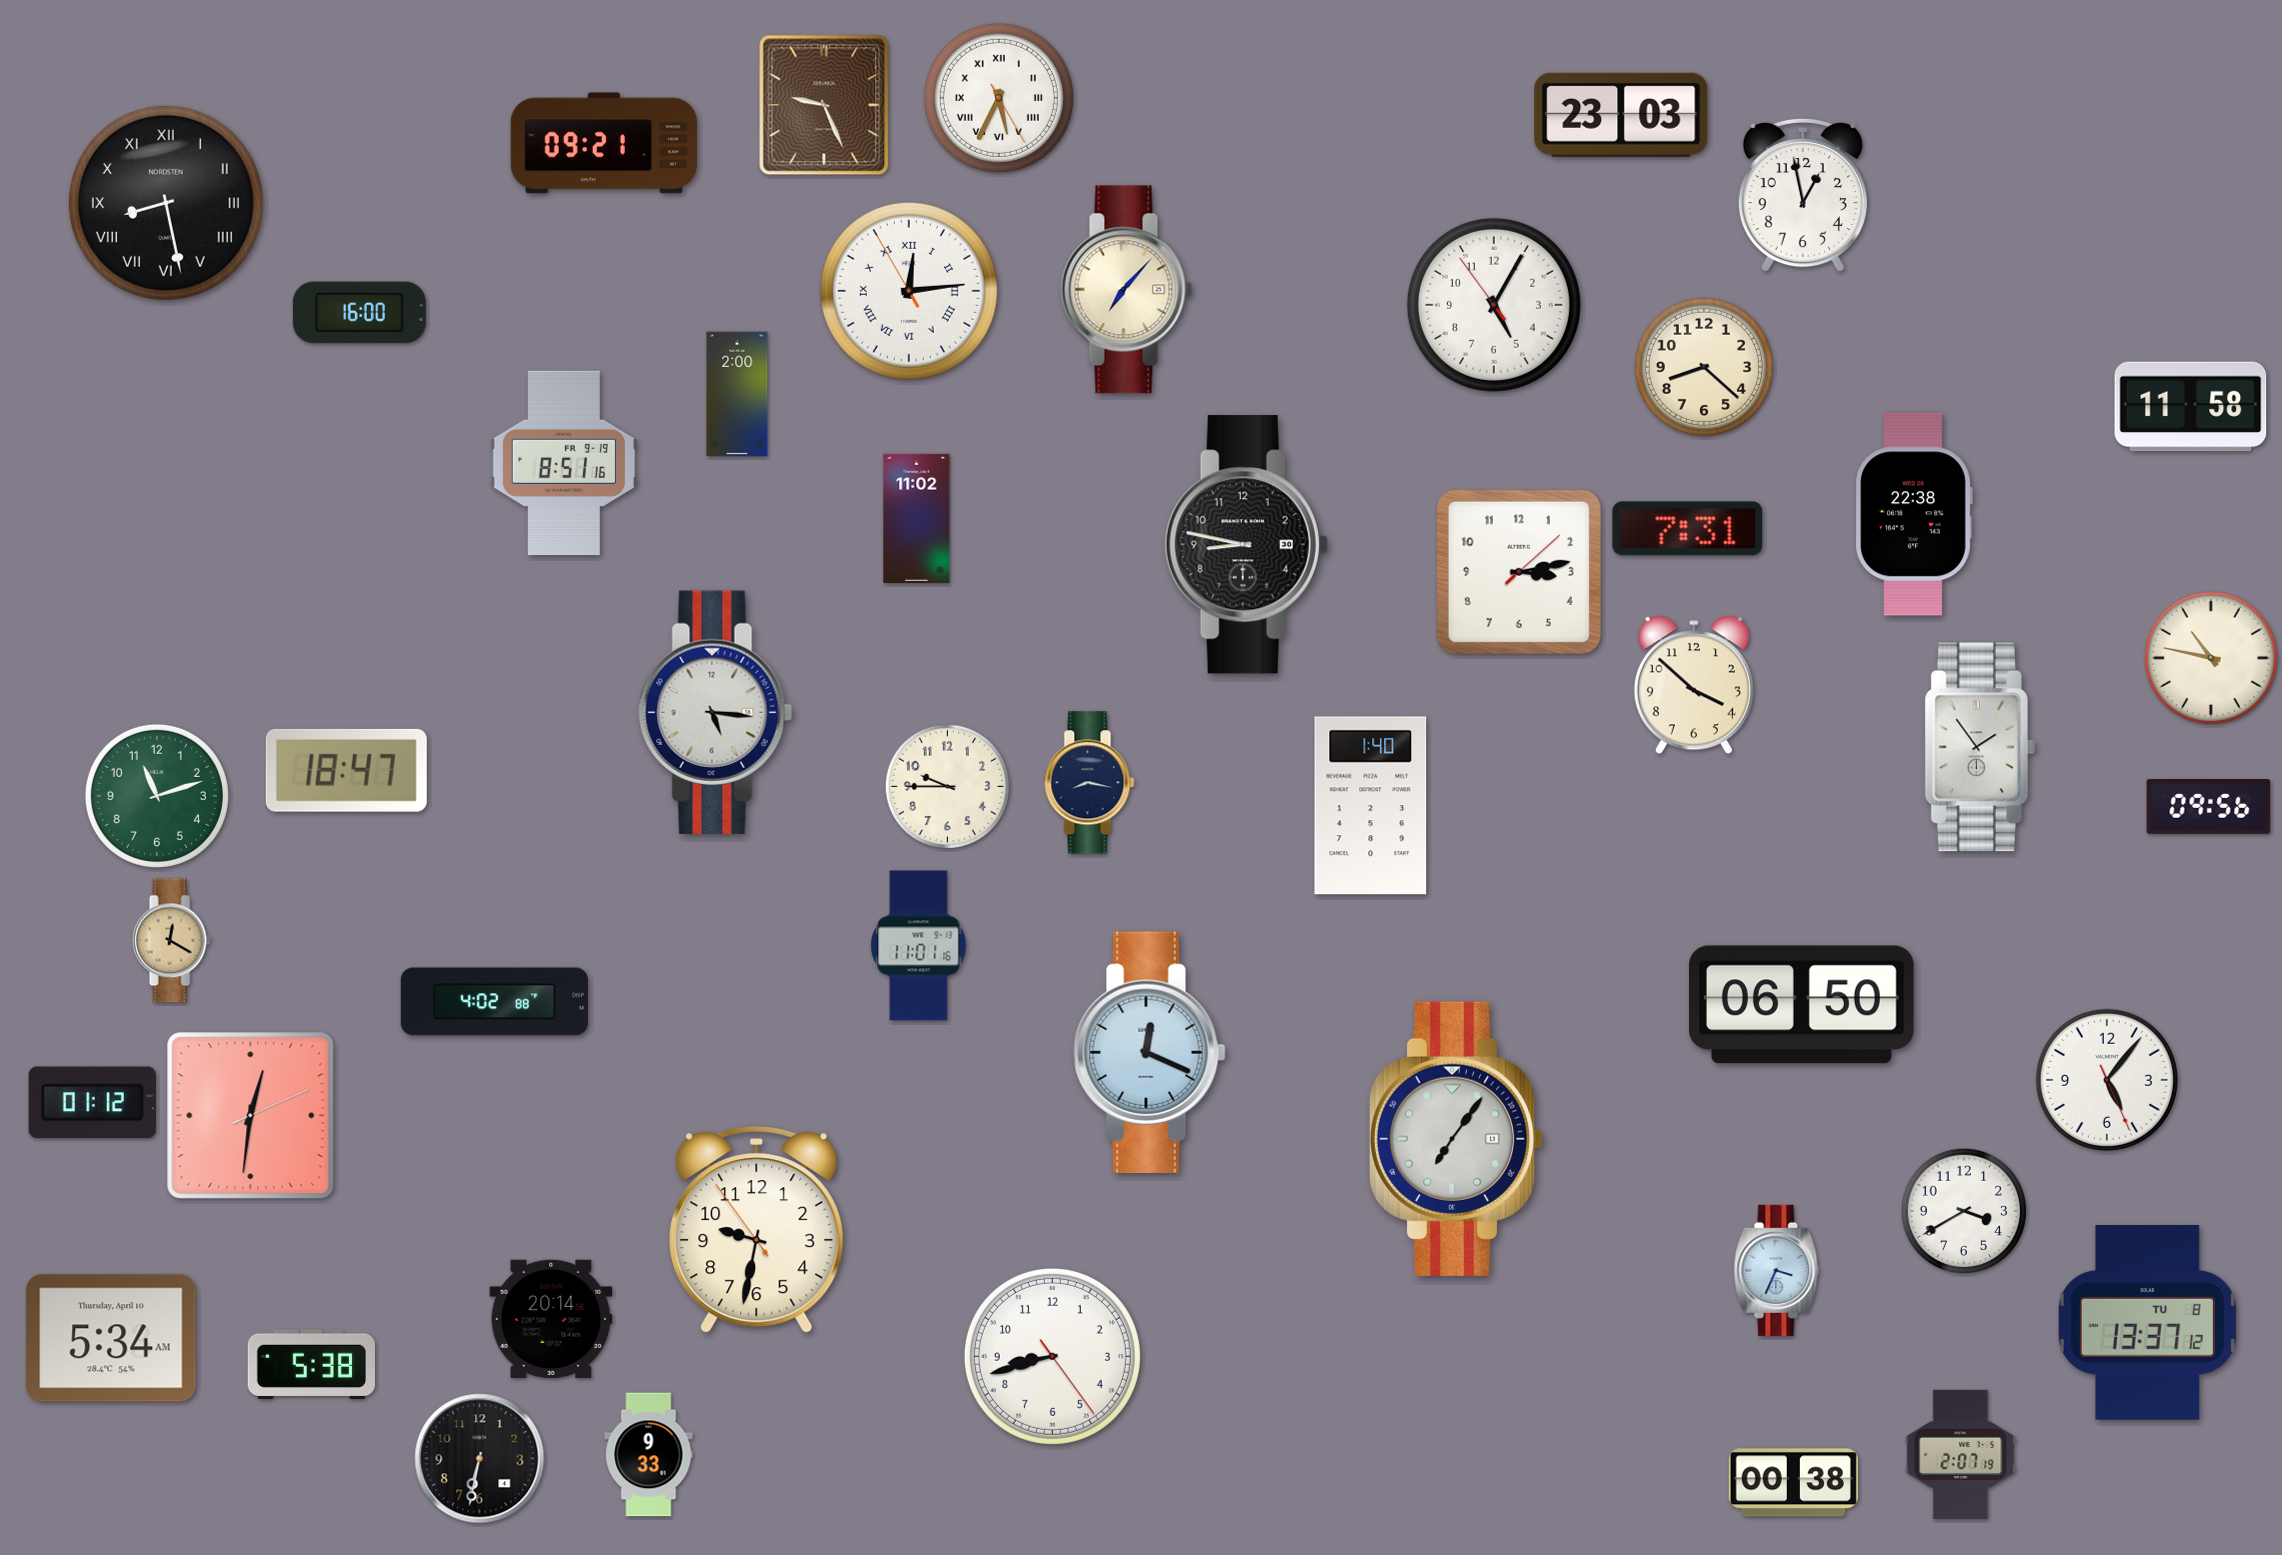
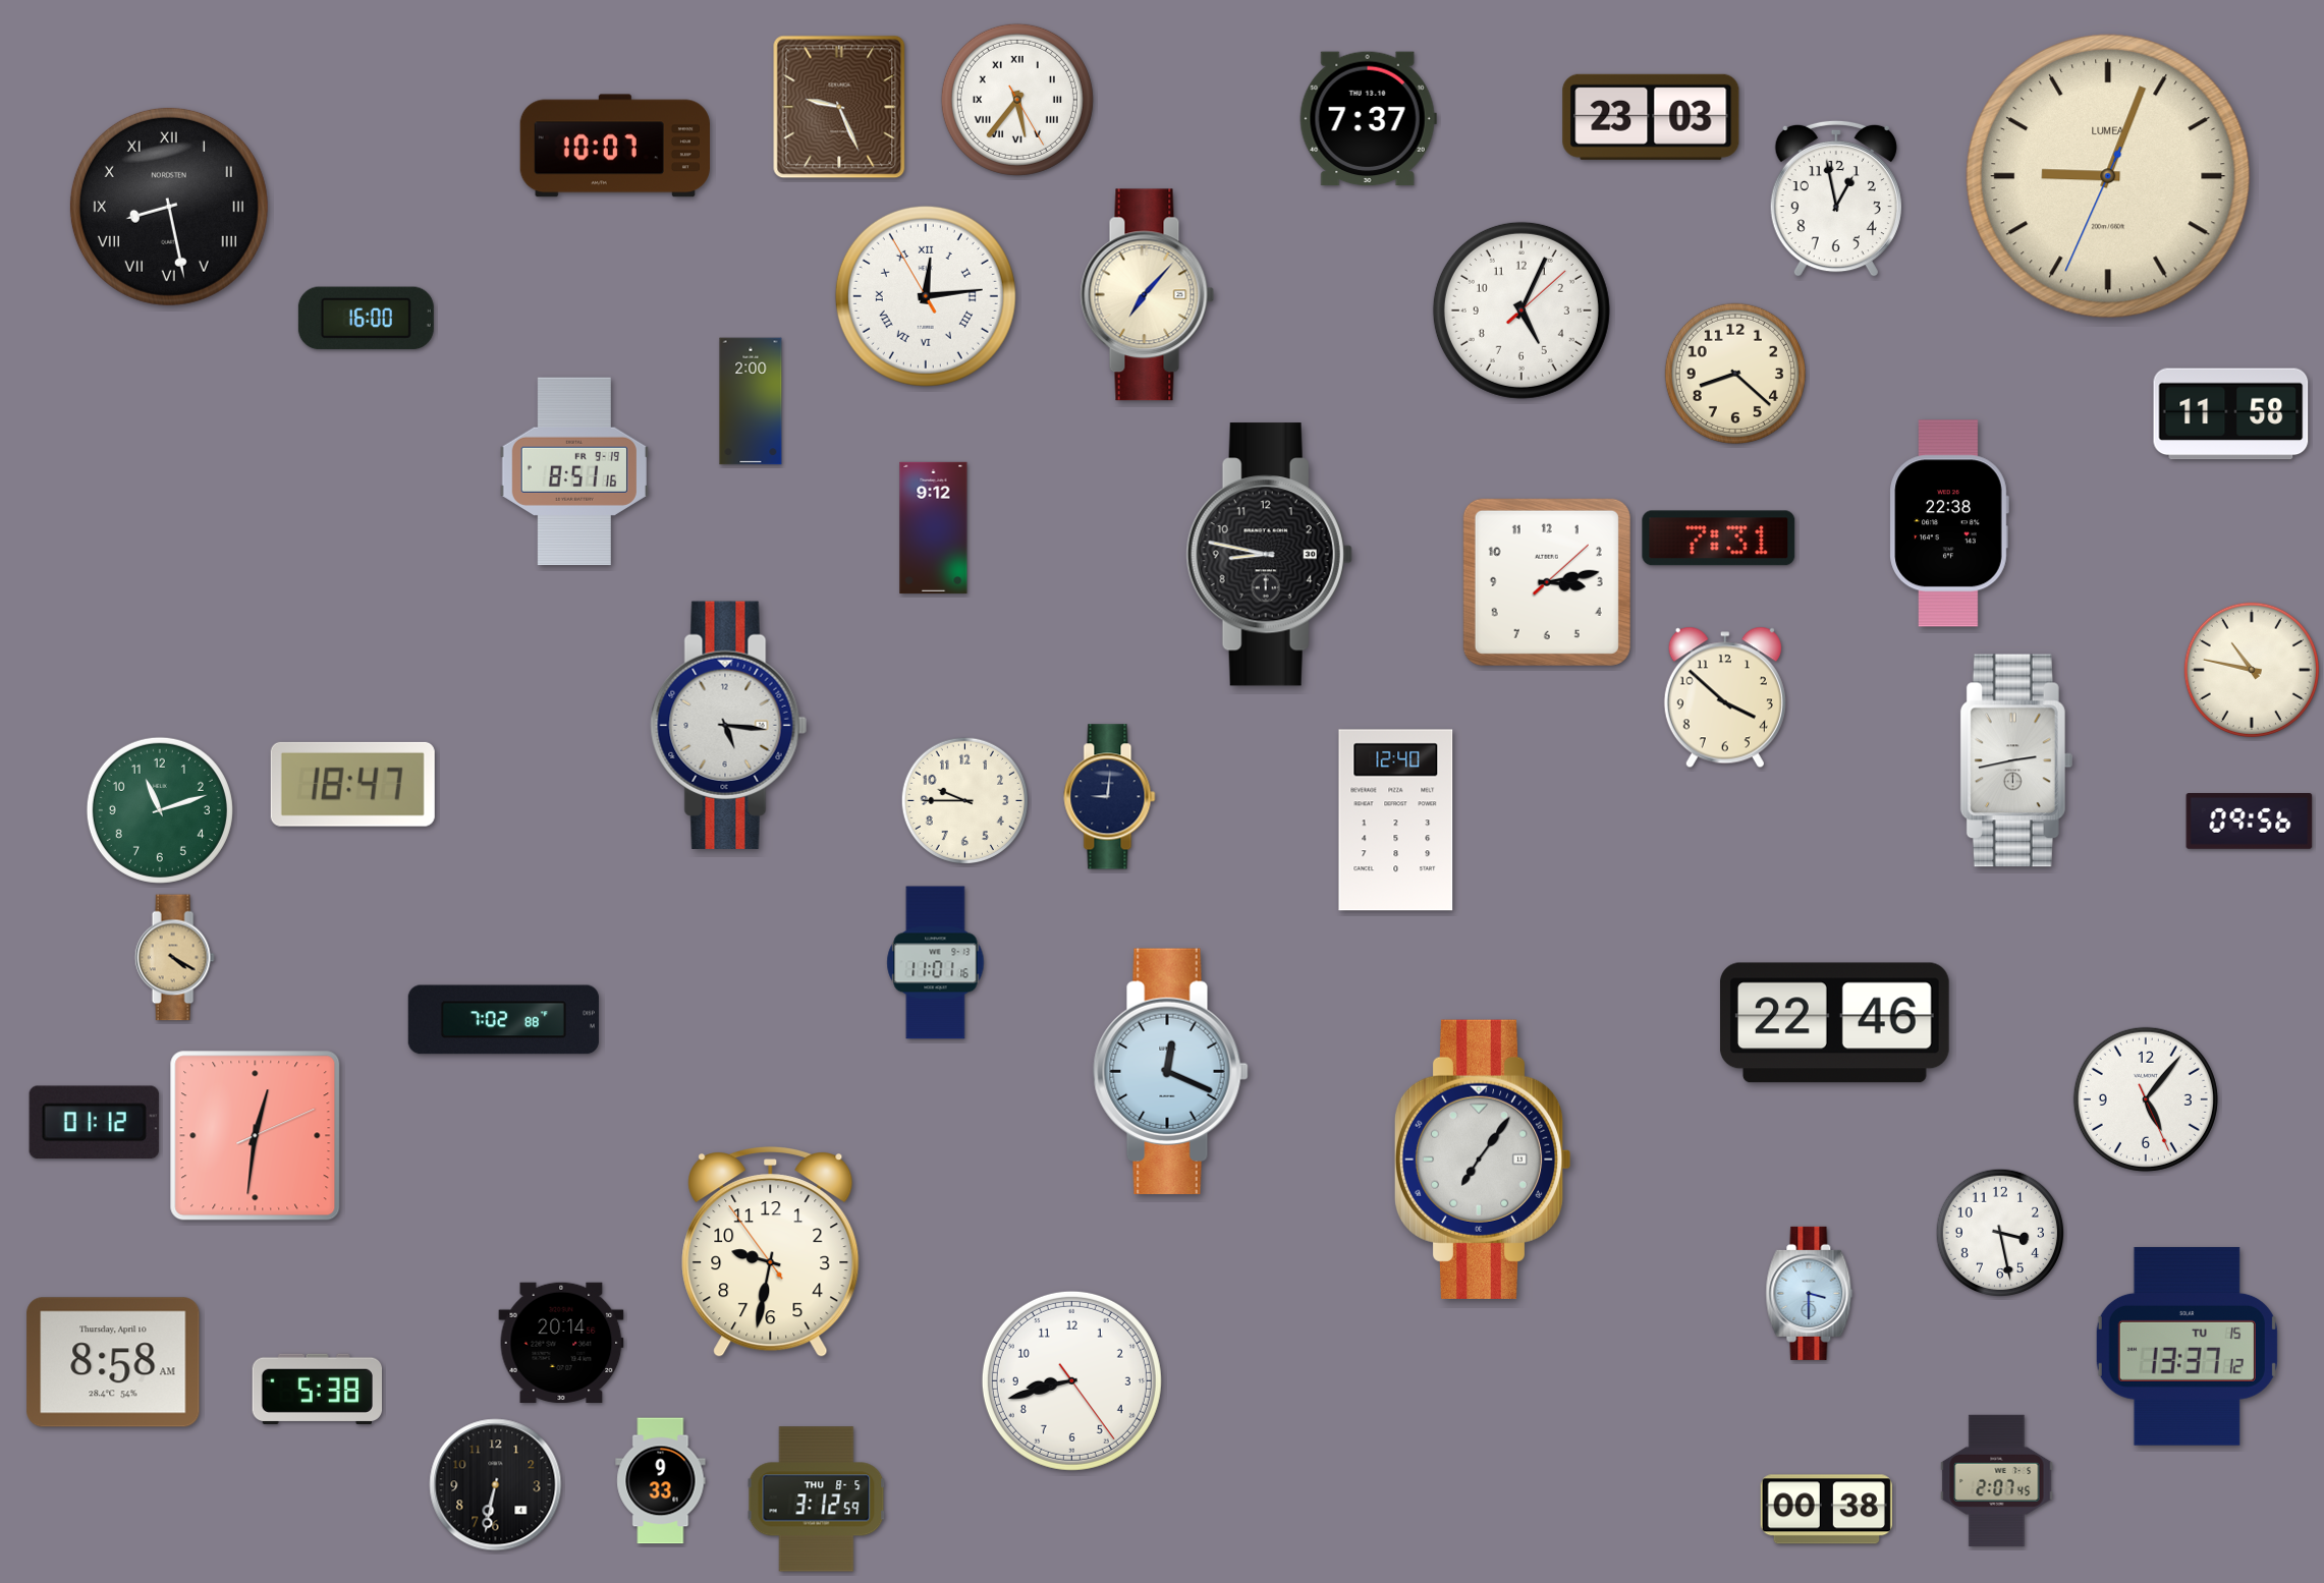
clock at (999, 98): 5:34 -> 5:36
clock at (1368, 119): none -> 7:37
clock at (604, 143): 09:21 -> 10:07
clock at (2108, 176): none -> 9:03
clock at (1494, 305): 5:04:54 -> 5:04:08
clock at (917, 518): 11:02 -> 9:12
clock at (1980, 747): 1:54 -> 2:43
clock at (1090, 783): 8:17 -> 9:01
clock at (1371, 806): 1:40 -> 12:40
clock at (171, 941): 12:20 -> 4:20
clock at (494, 1002): 4:02 -> 7:02
clock at (1802, 1005): 06:50 -> 22:46
clock at (1963, 1210): 3:40 -> 3:28
clock at (1777, 1270): 3:34 -> 3:30
clock at (2147, 1322) date: TU 8 -> TU 15
clock at (111, 1338): 5:34 -> 8:58
clock at (1961, 1454): 2:07:19 -> 2:07:45
clock at (480, 1459) position: (480, 1459) -> (496, 1485)
clock at (817, 1500): none -> 3:12
